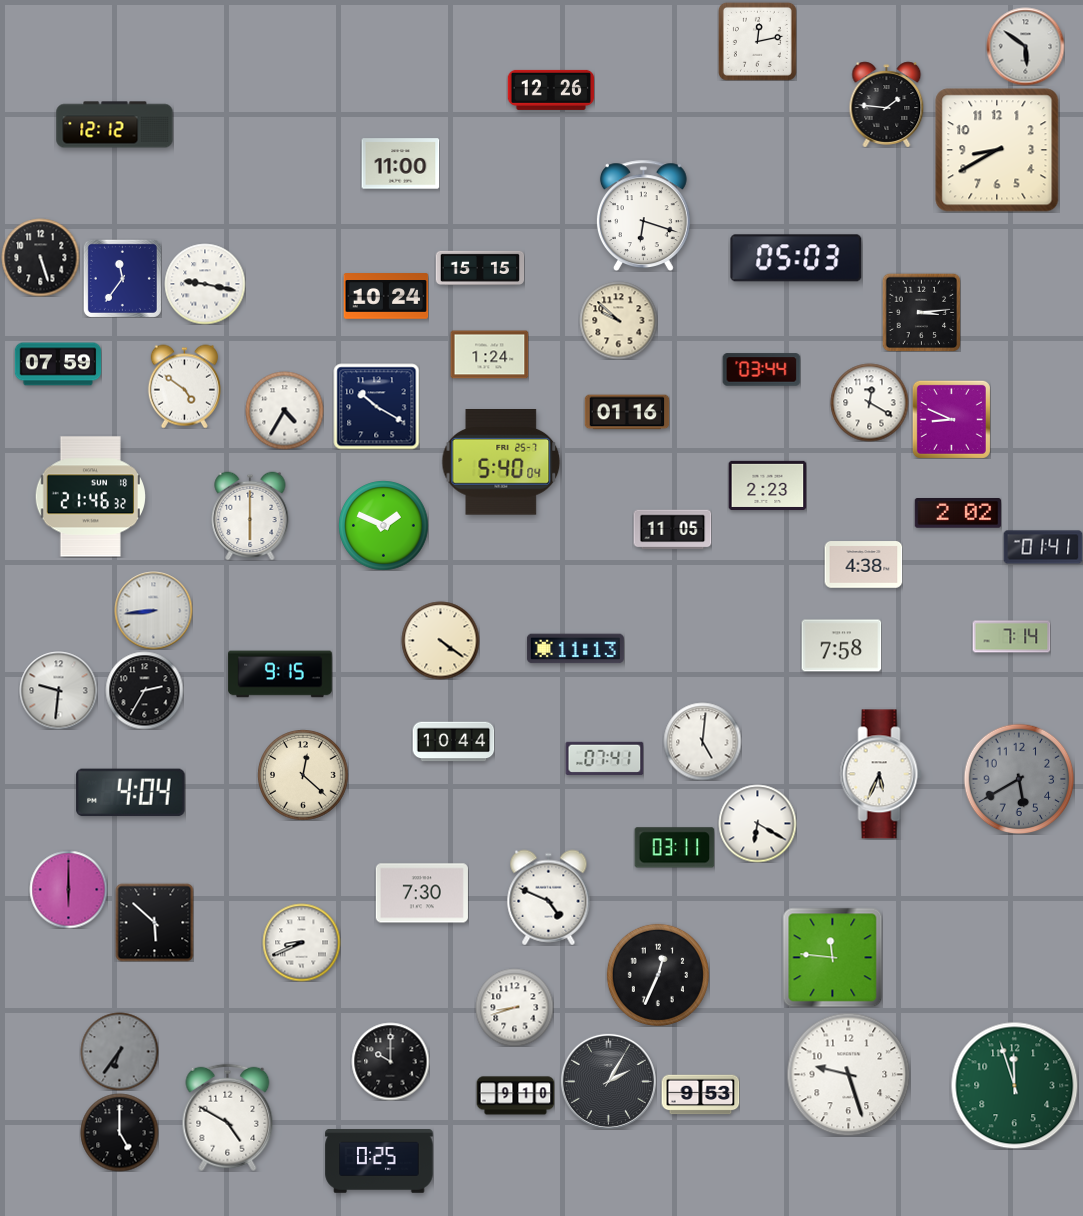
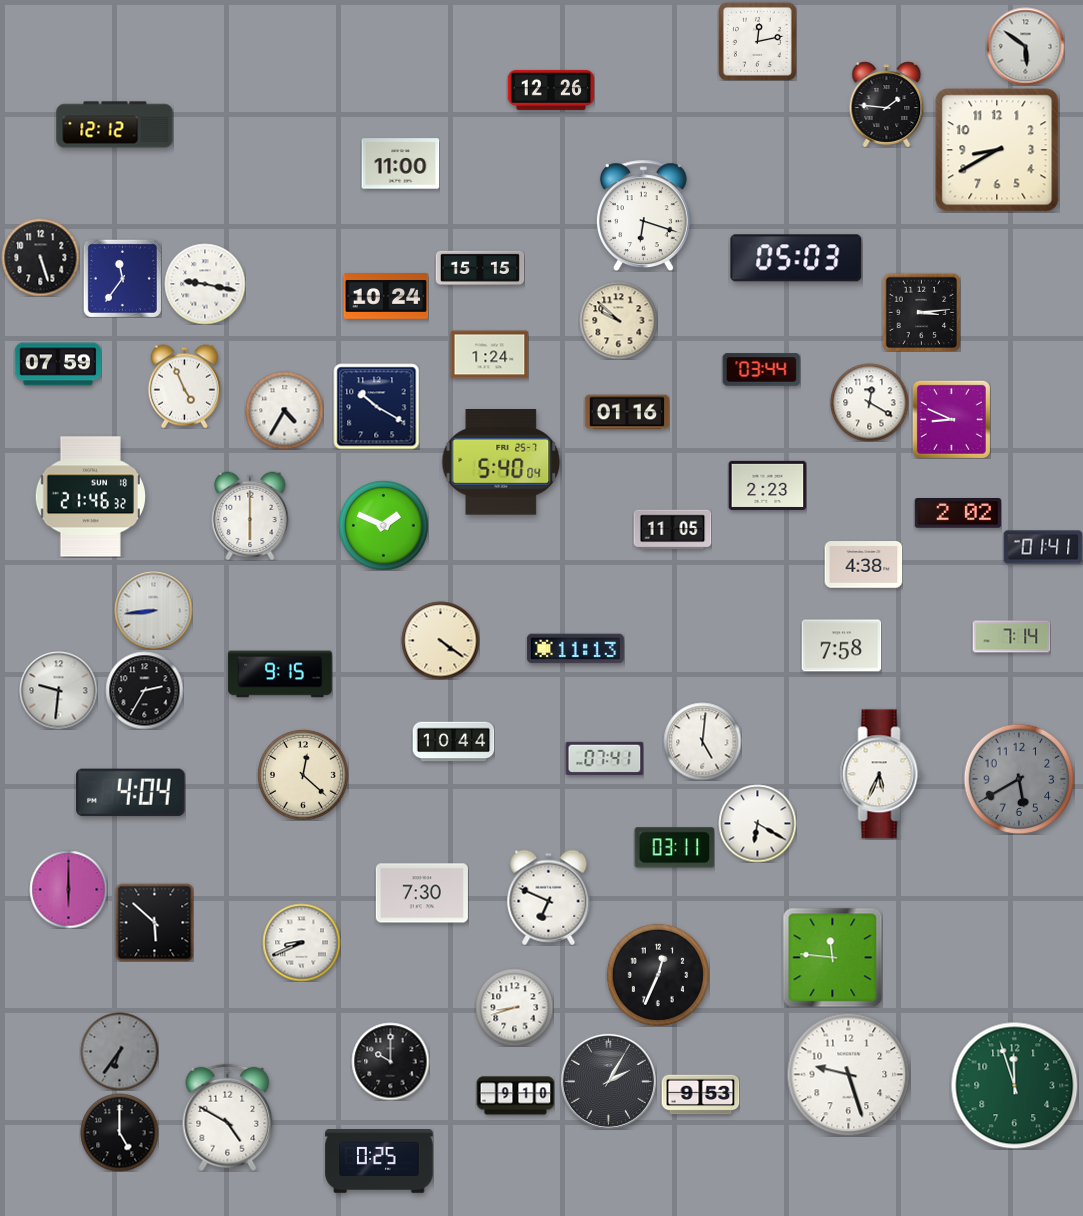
clock at (184, 386): 4:51 -> 4:56
clock at (549, 897): 4:49 -> 6:49
